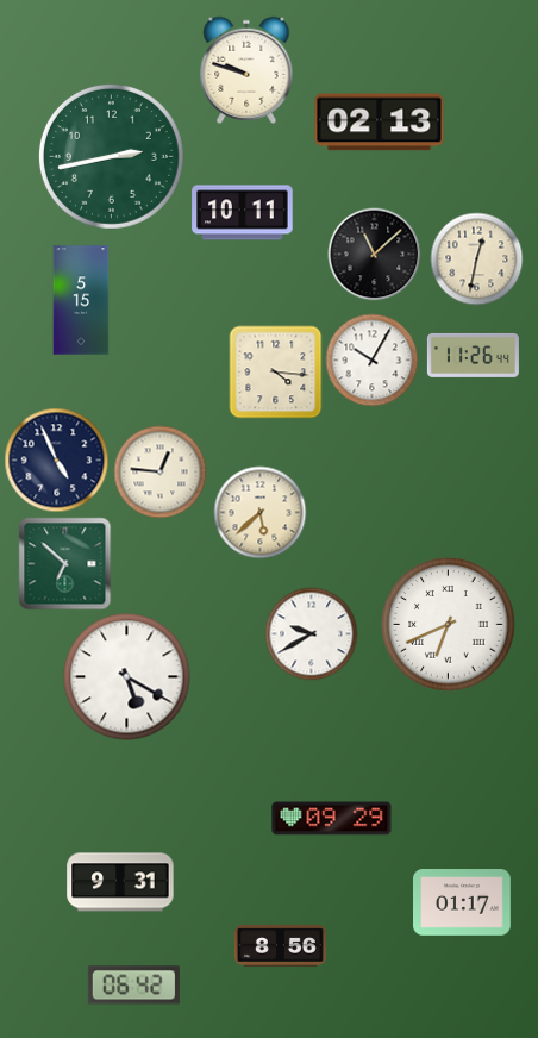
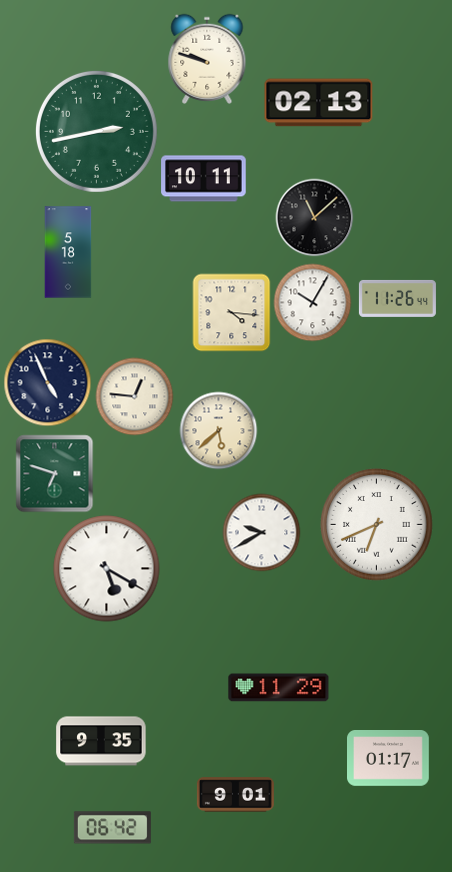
clock at (111, 156) position: (111, 156) -> (96, 131)
clock at (374, 254) position: (374, 254) -> (314, 217)
clock at (476, 258): 12:32 -> none
clock at (81, 300): 5:15 -> 5:18
clock at (56, 459) position: (56, 459) -> (47, 382)
clock at (64, 563): 6:52 -> 6:48
clock at (332, 819): 09:29 -> 11:29
clock at (120, 882): 9:31 -> 9:35
clock at (280, 946): 8:56 -> 9:01
